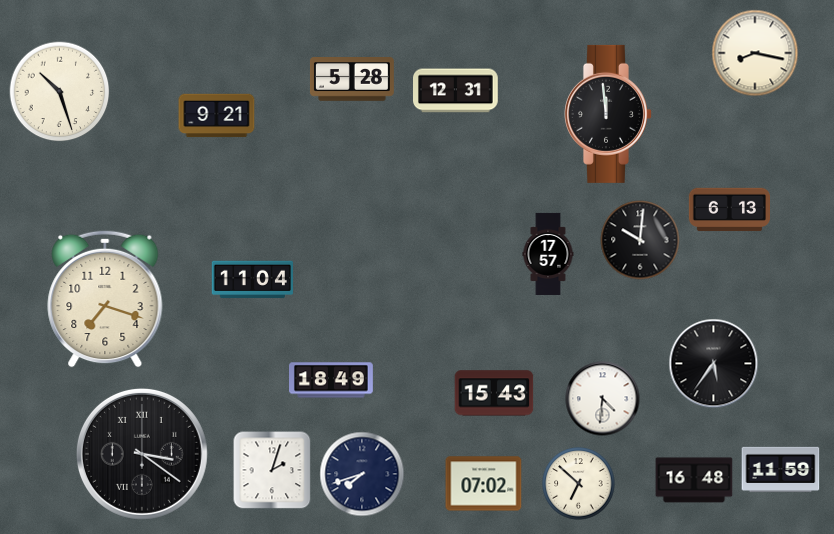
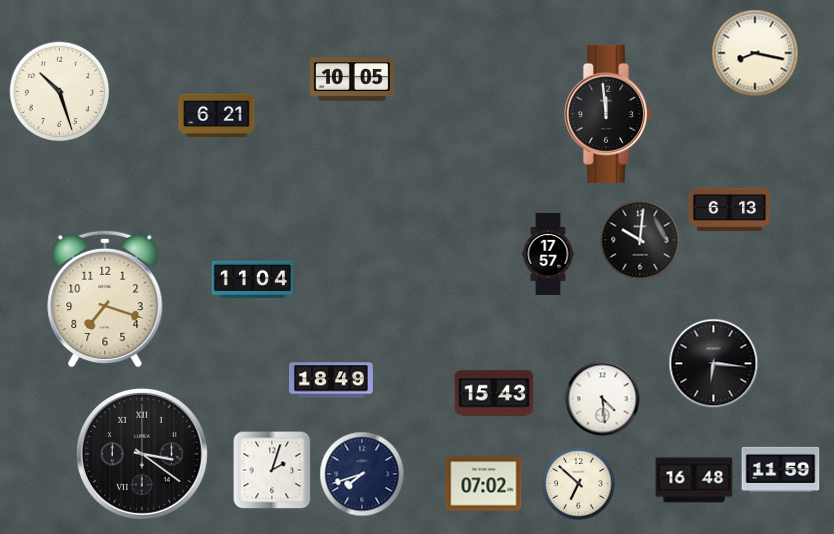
clock at (352, 80): 5:28 -> 10:05
clock at (456, 91): 12:31 -> none
clock at (217, 116): 9:21 -> 6:21
clock at (714, 364): 5:36 -> 6:16
clock at (603, 399): 4:31 -> 4:29
